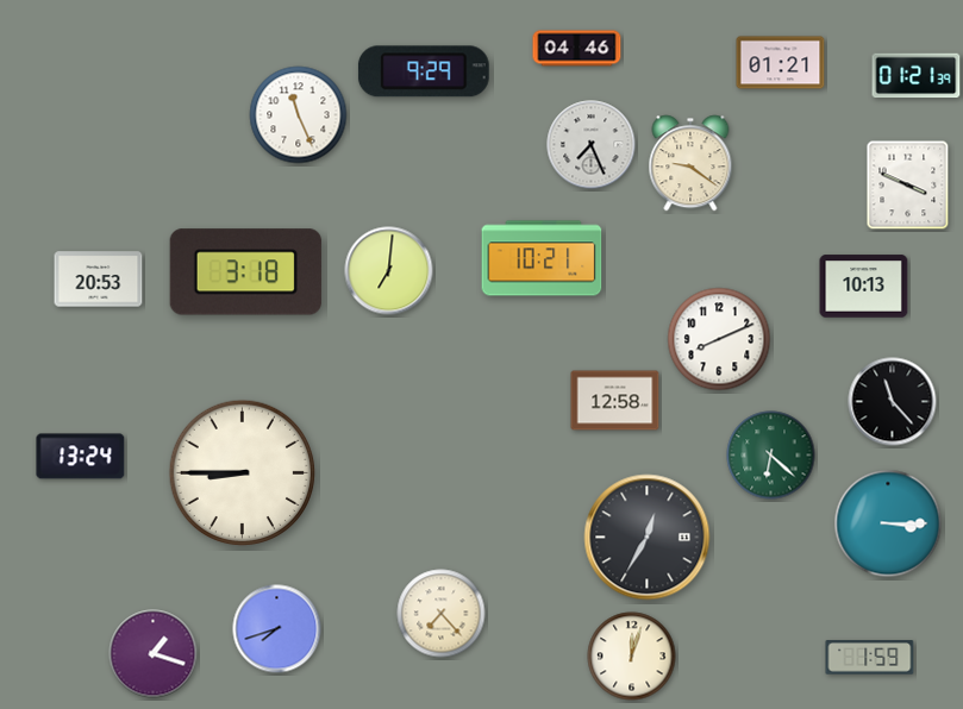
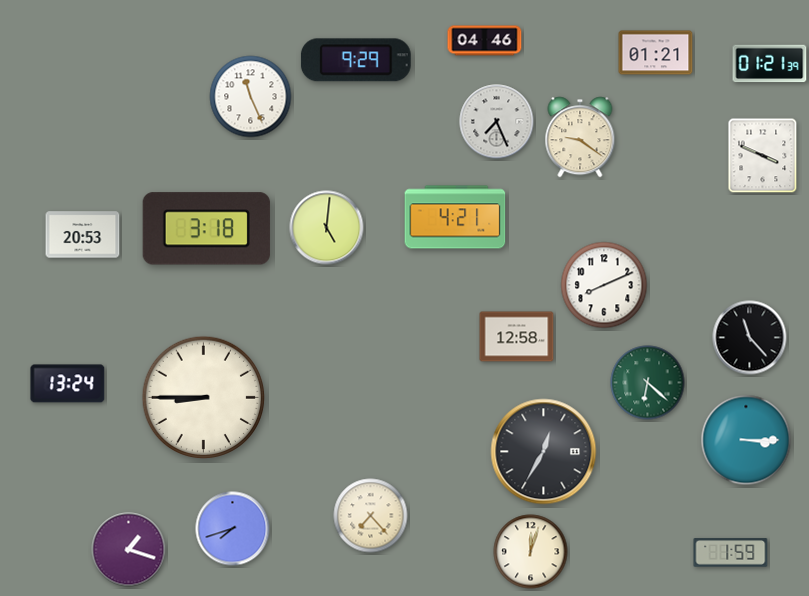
clock at (542, 258): 10:21 -> 4:21
clock at (389, 271): 7:01 -> 5:01
clock at (864, 287): 10:13 -> none
